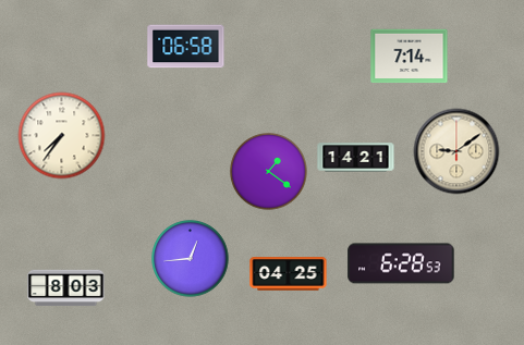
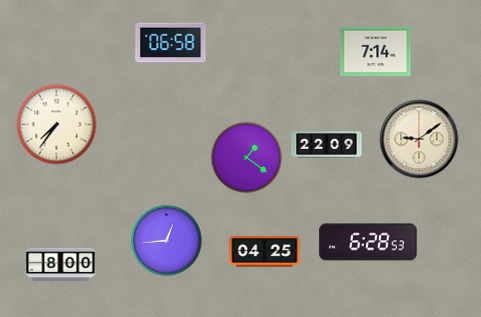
clock at (356, 158): 14:21 -> 22:09
clock at (191, 259) position: (191, 259) -> (167, 241)
clock at (66, 288): 8:03 -> 8:00
